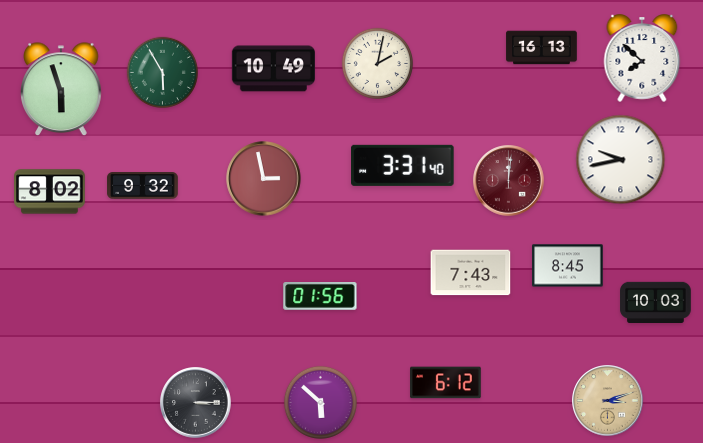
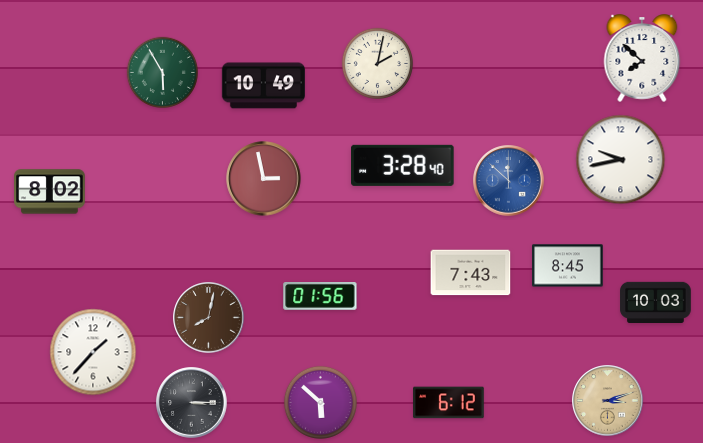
clock at (542, 48): 16:13 -> none
clock at (273, 69) position: (273, 69) -> (263, 86)
clock at (62, 90): 5:57 -> none
clock at (403, 165): 3:31 -> 3:28
clock at (509, 181): 12:01 -> 11:52
clock at (509, 181) dial: burgundy -> blue
clock at (143, 186): 9:32 -> none
clock at (209, 318): none -> 8:02
clock at (93, 352): none -> 1:37
clock at (446, 383) position: (446, 383) -> (449, 403)
clock at (196, 403) position: (196, 403) -> (192, 403)
